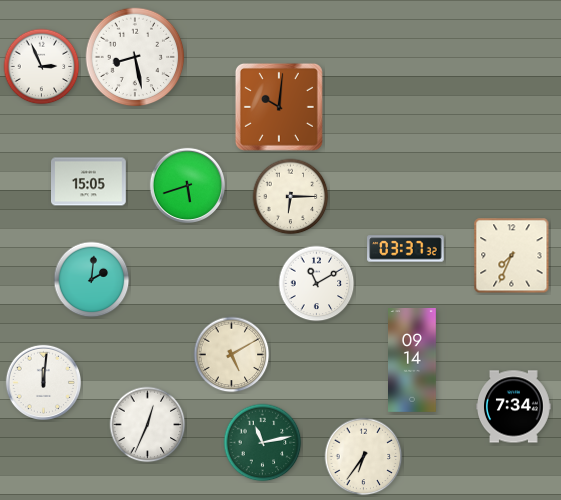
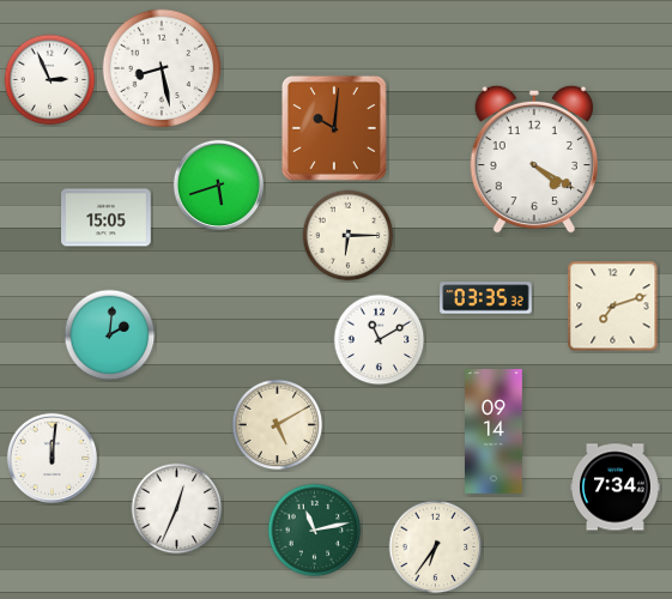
clock at (533, 159): none -> 4:20
clock at (187, 185) position: (187, 185) -> (218, 184)
clock at (406, 249): 03:37 -> 03:35
clock at (512, 256): 7:34 -> 7:12
